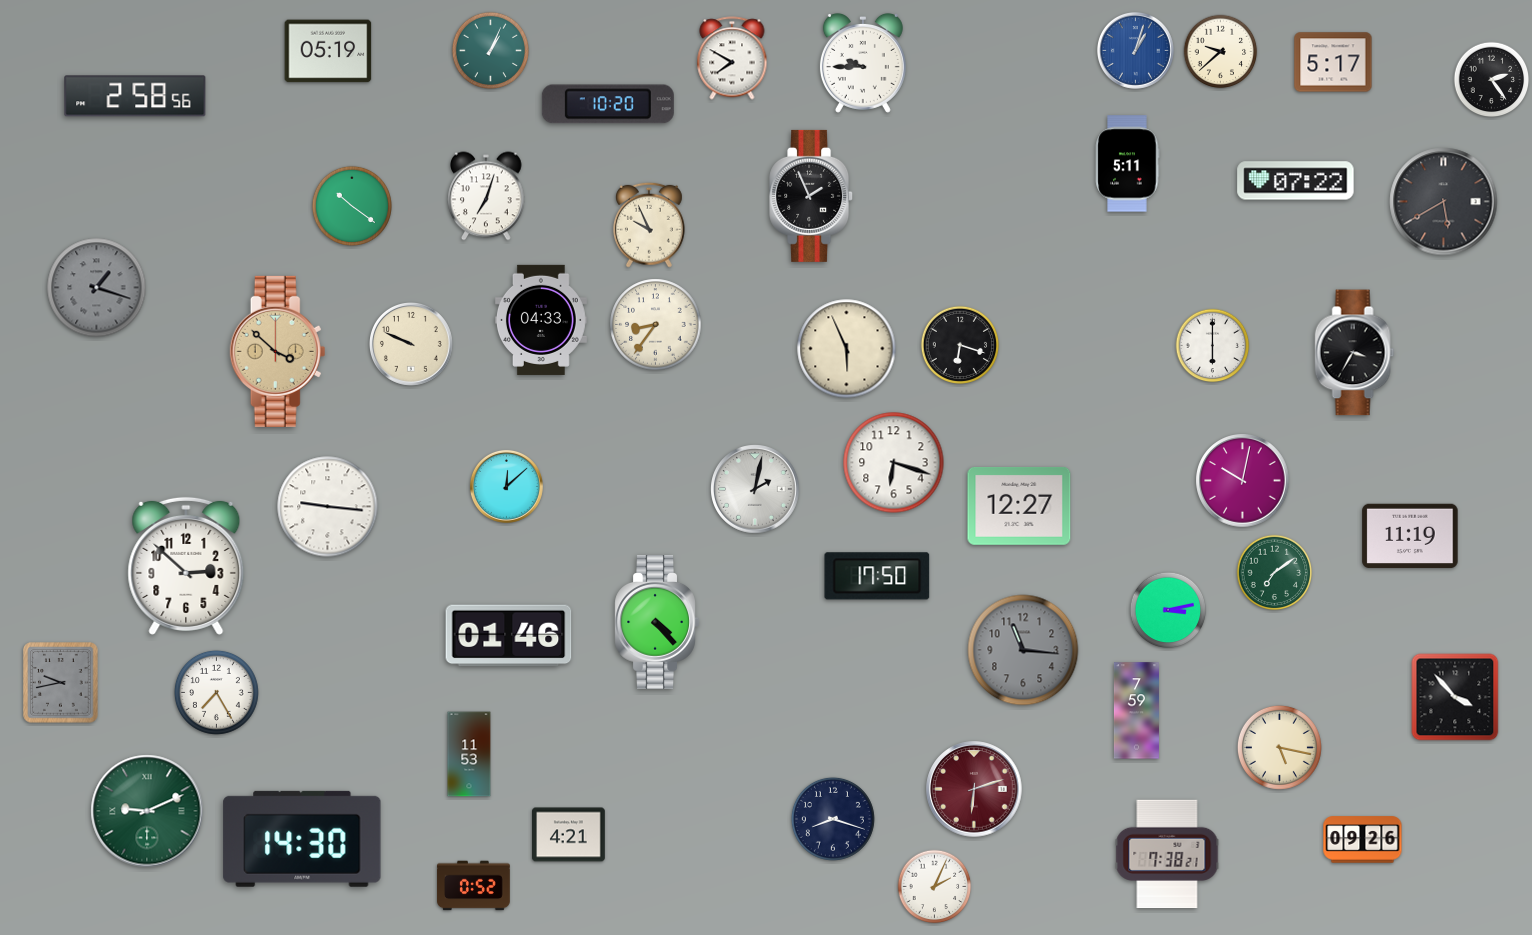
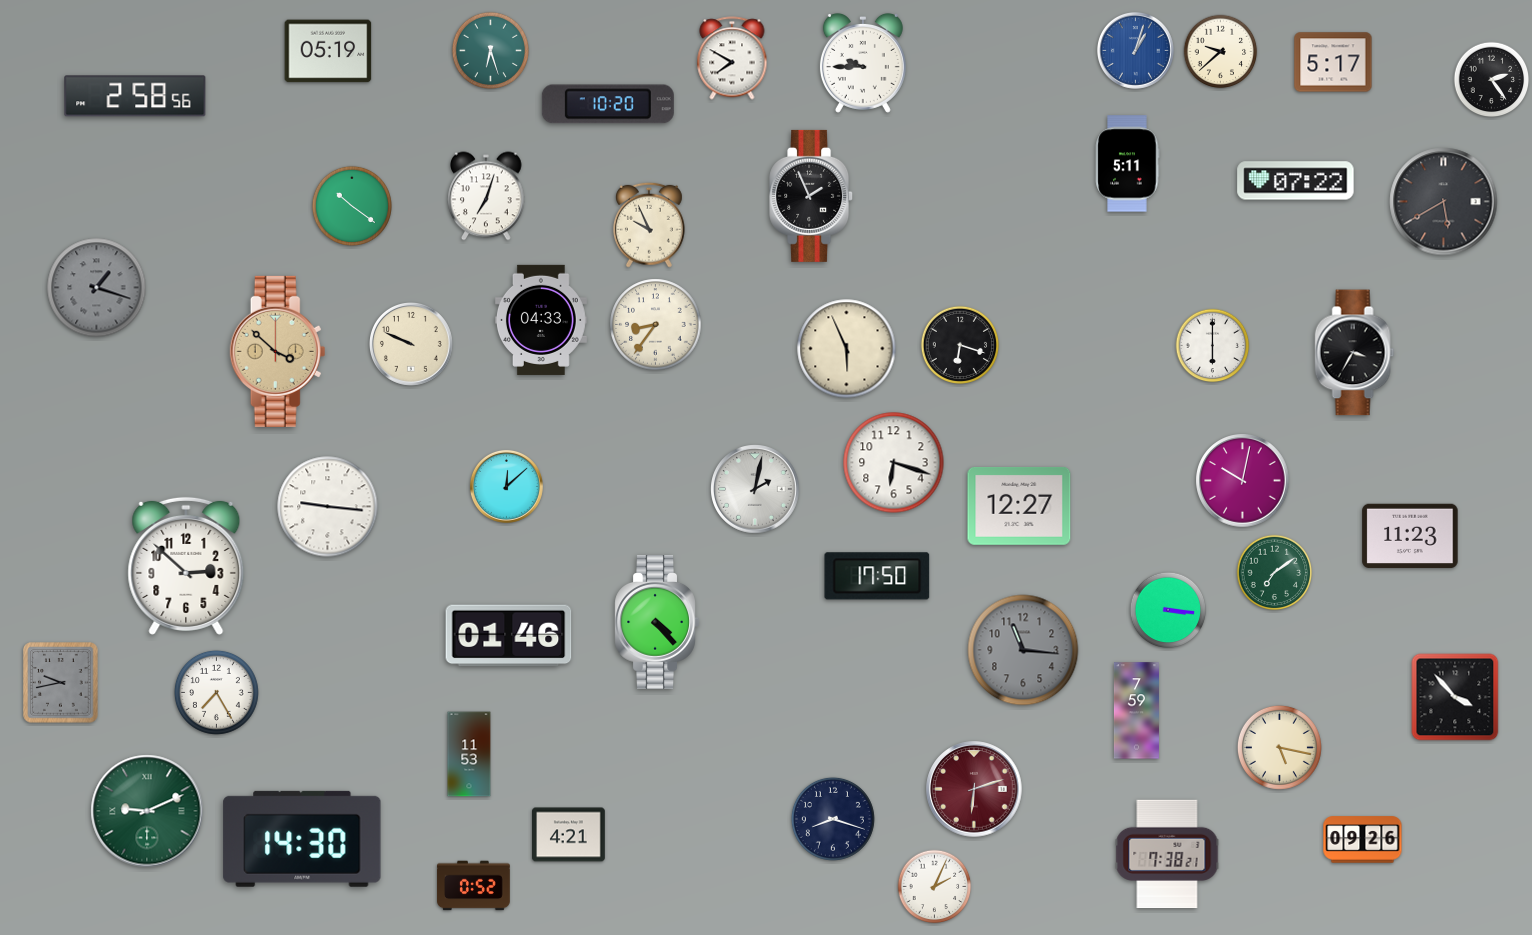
clock at (491, 51): 1:04 -> 6:27
clock at (1410, 536): 11:19 -> 11:23
clock at (1168, 610): 3:13 -> 3:16
